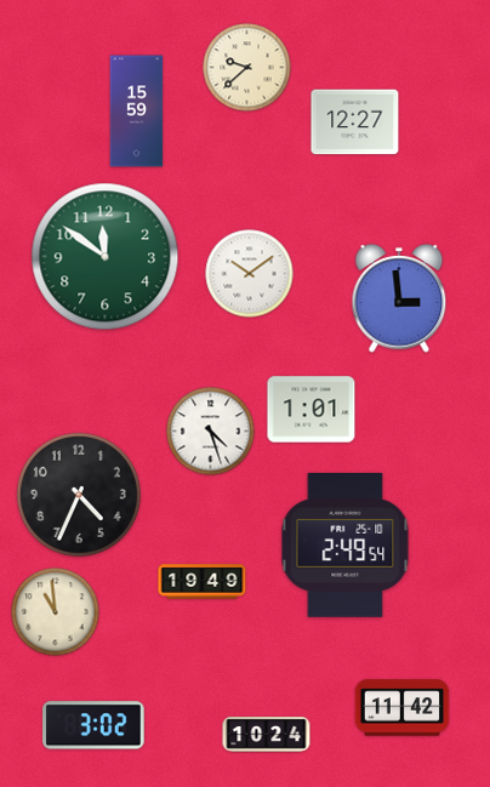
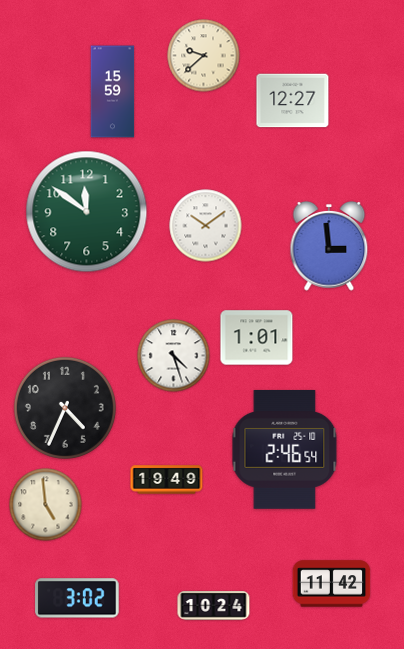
clock at (346, 546): 2:49 -> 2:46
clock at (56, 612): 10:59 -> 4:59
clock at (267, 735) position: (267, 735) -> (214, 606)
